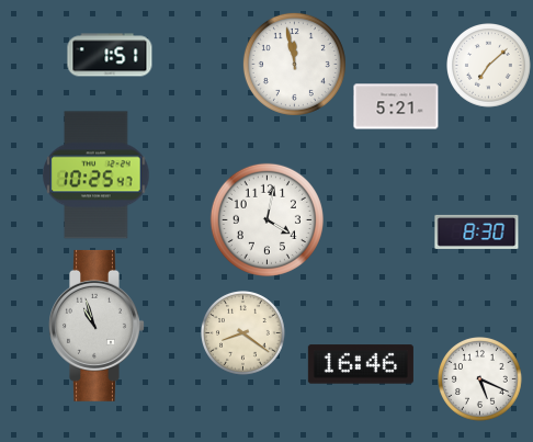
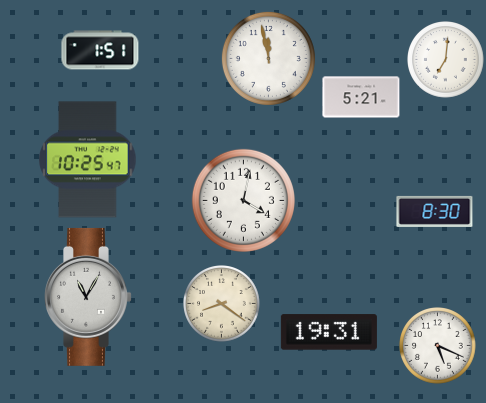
clock at (489, 66): 7:08 -> 7:01
clock at (97, 326): 10:57 -> 11:05
clock at (361, 364): 16:46 -> 19:31
